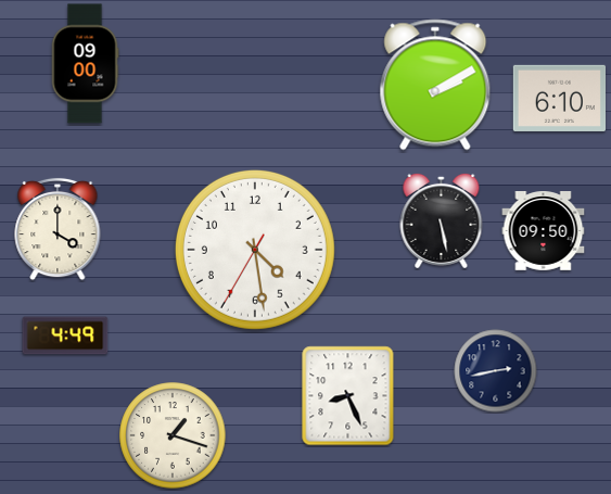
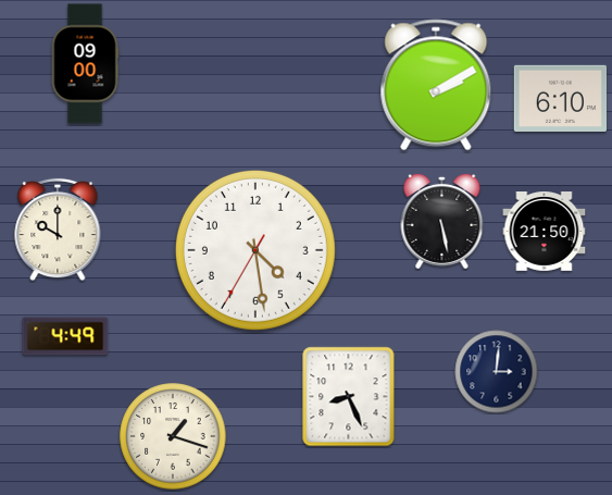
clock at (58, 229): 4:00 -> 10:00
clock at (544, 231): 09:50 -> 21:50
clock at (496, 371): 2:43 -> 3:01
